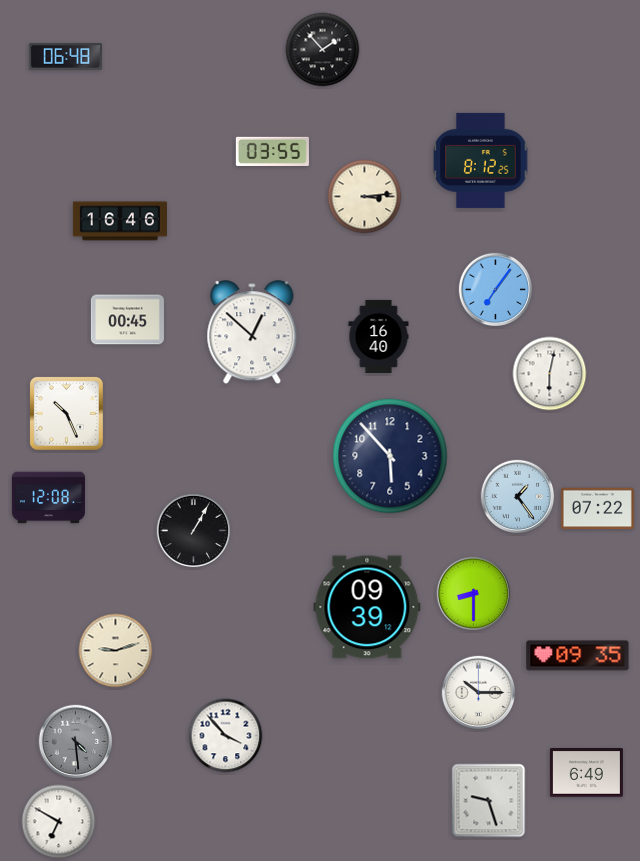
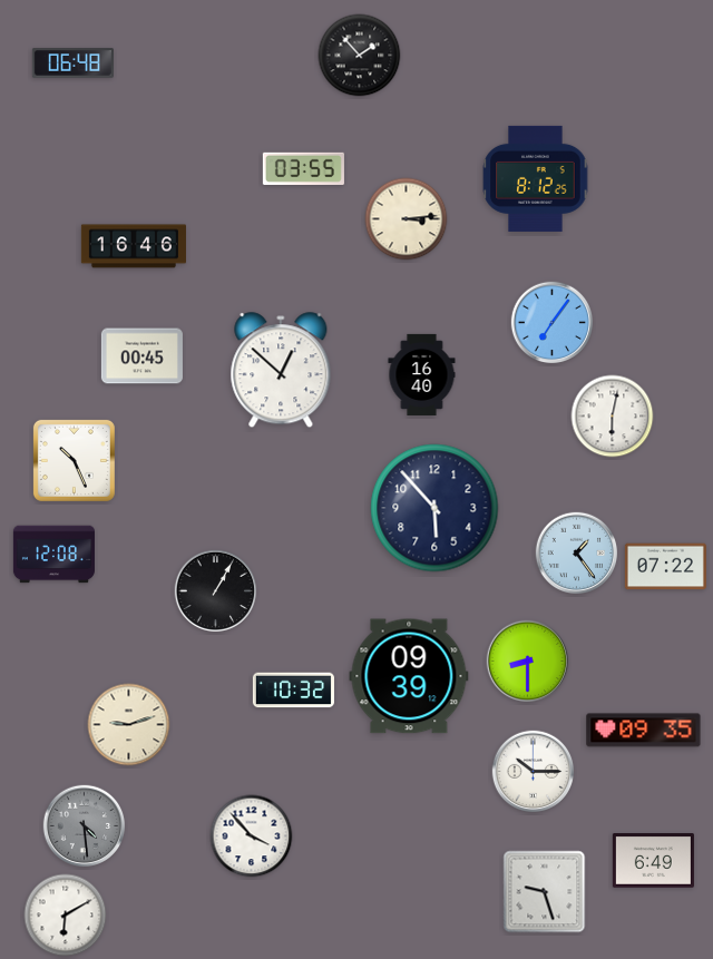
clock at (293, 691): none -> 10:32
clock at (226, 736) position: (226, 736) -> (252, 836)
clock at (59, 822): 6:50 -> 6:10
